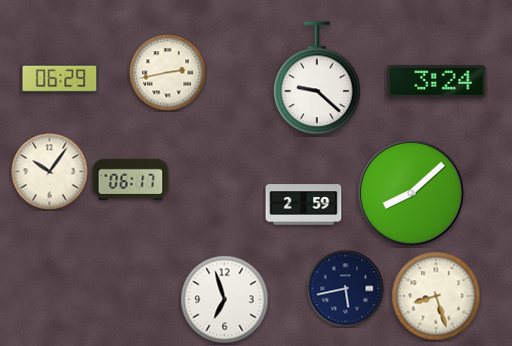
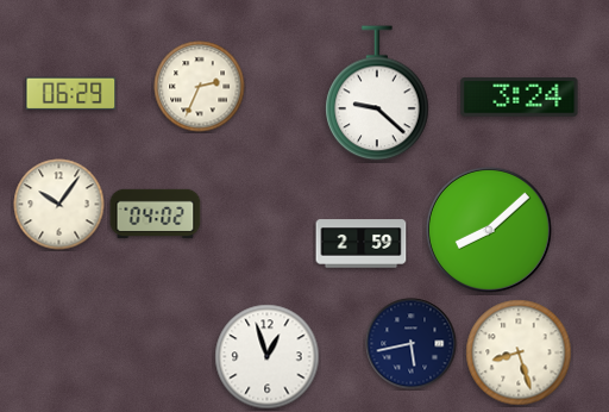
clock at (168, 73): 2:43 -> 2:34
clock at (131, 180): 06:17 -> 04:02
clock at (225, 300): 6:57 -> 12:57
